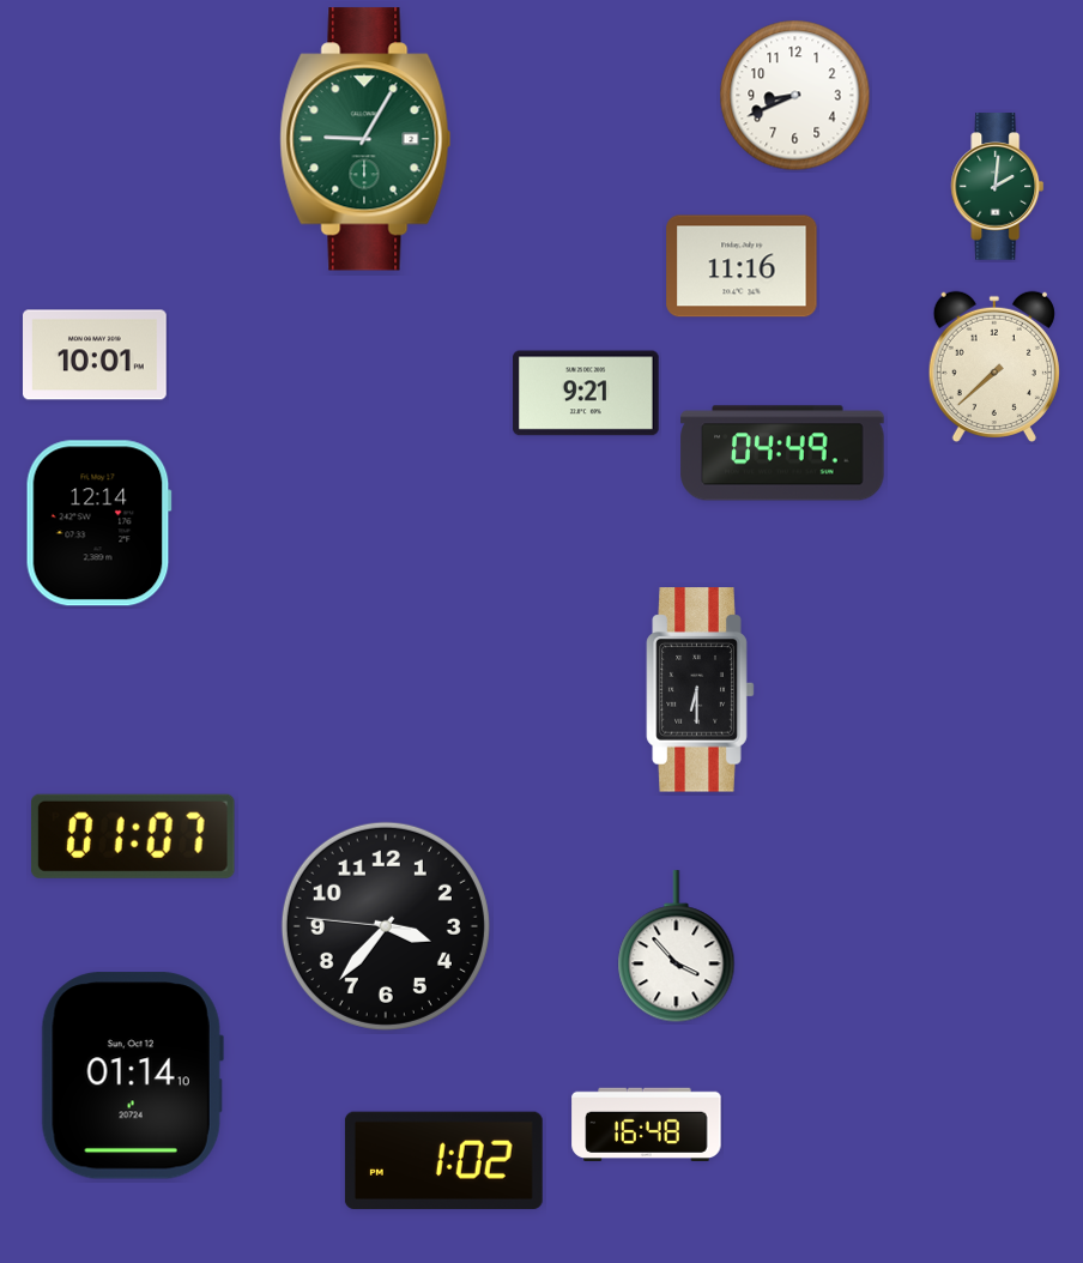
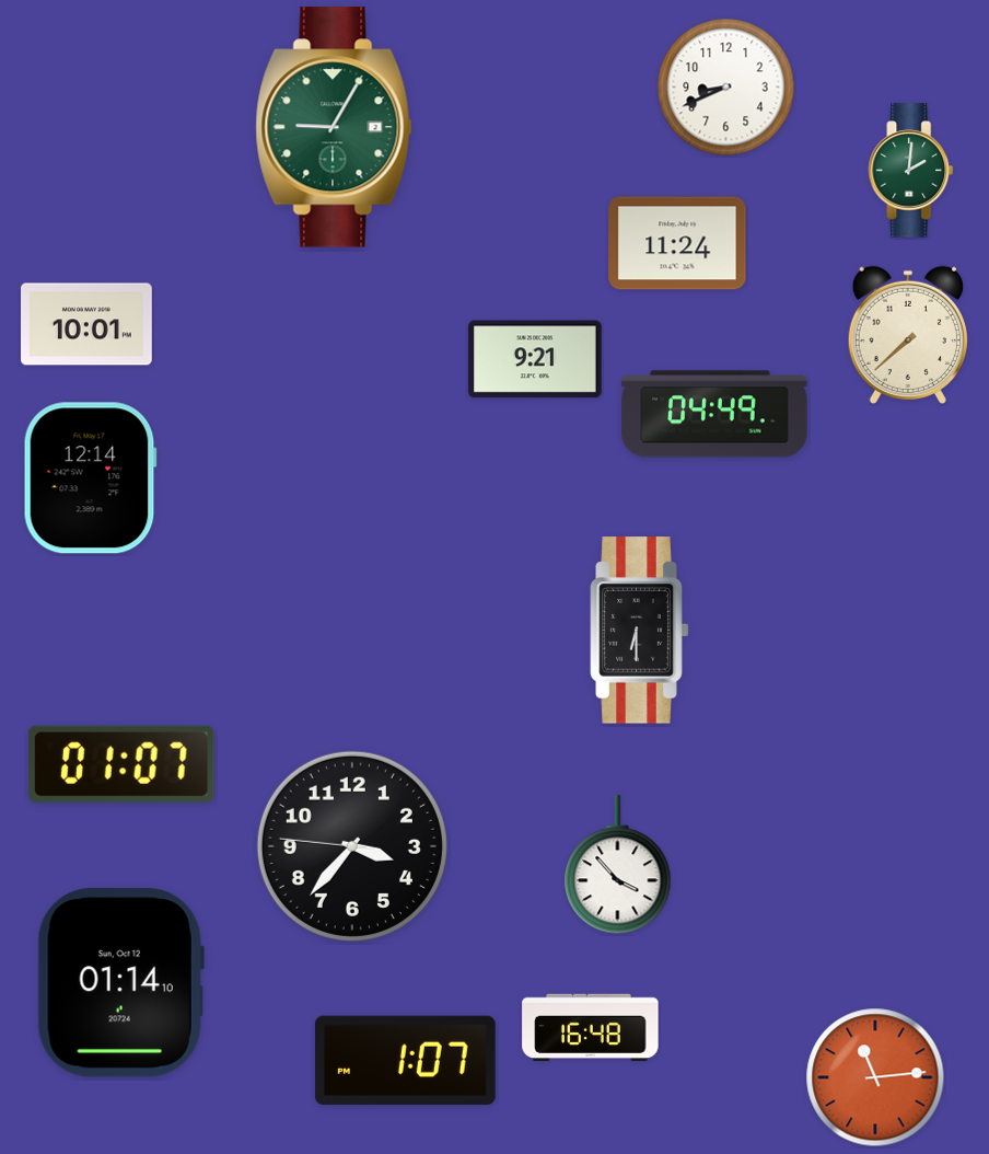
clock at (742, 266): 11:16 -> 11:24
clock at (443, 1160): 1:02 -> 1:07
clock at (875, 1077): none -> 11:14
